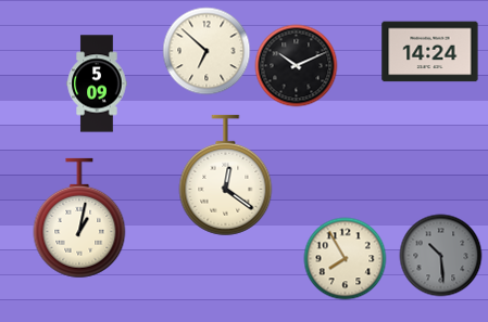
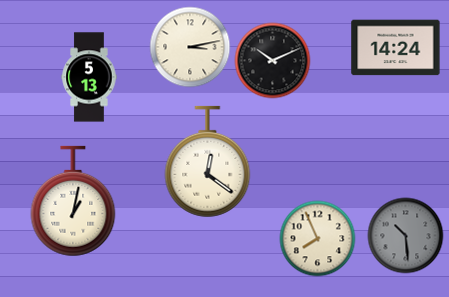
clock at (207, 51): 6:52 -> 3:13
clock at (97, 83): 5:09 -> 5:13
clock at (346, 259): 7:55 -> 7:56
